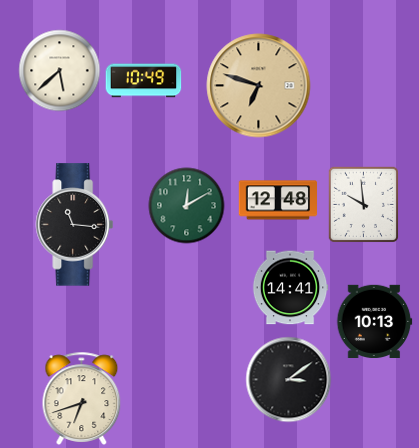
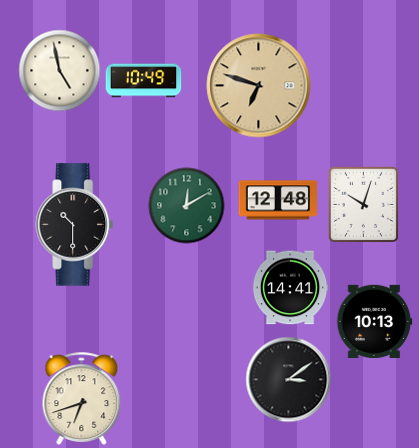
clock at (60, 71): 5:38 -> 4:58
clock at (363, 204): 9:59 -> 10:03
clock at (75, 225): 11:16 -> 10:30
